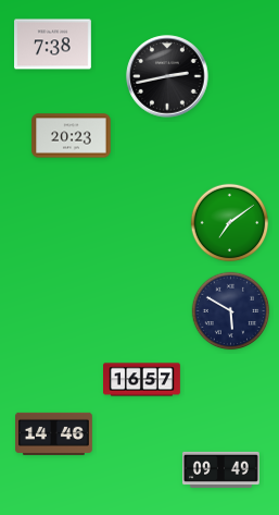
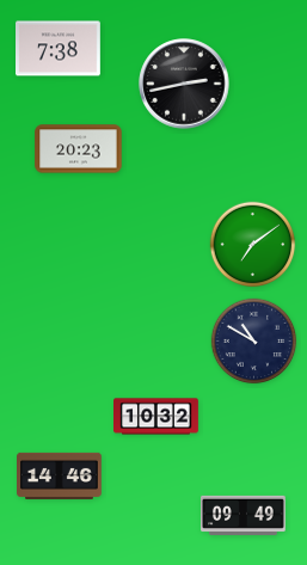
clock at (231, 311): 5:50 -> 10:50
clock at (142, 380): 16:57 -> 10:32
